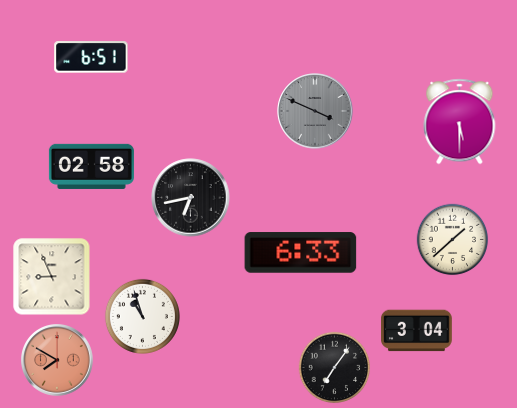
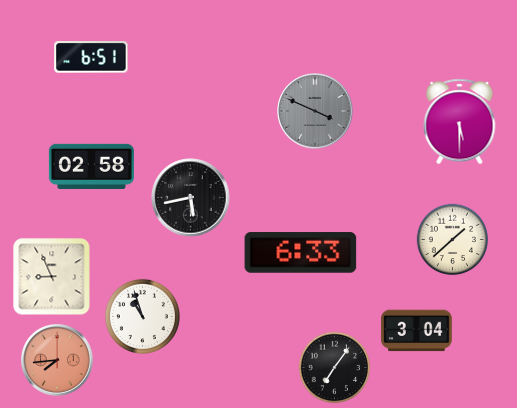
clock at (191, 198): 6:43 -> 5:43
clock at (58, 361): 7:50 -> 7:44
